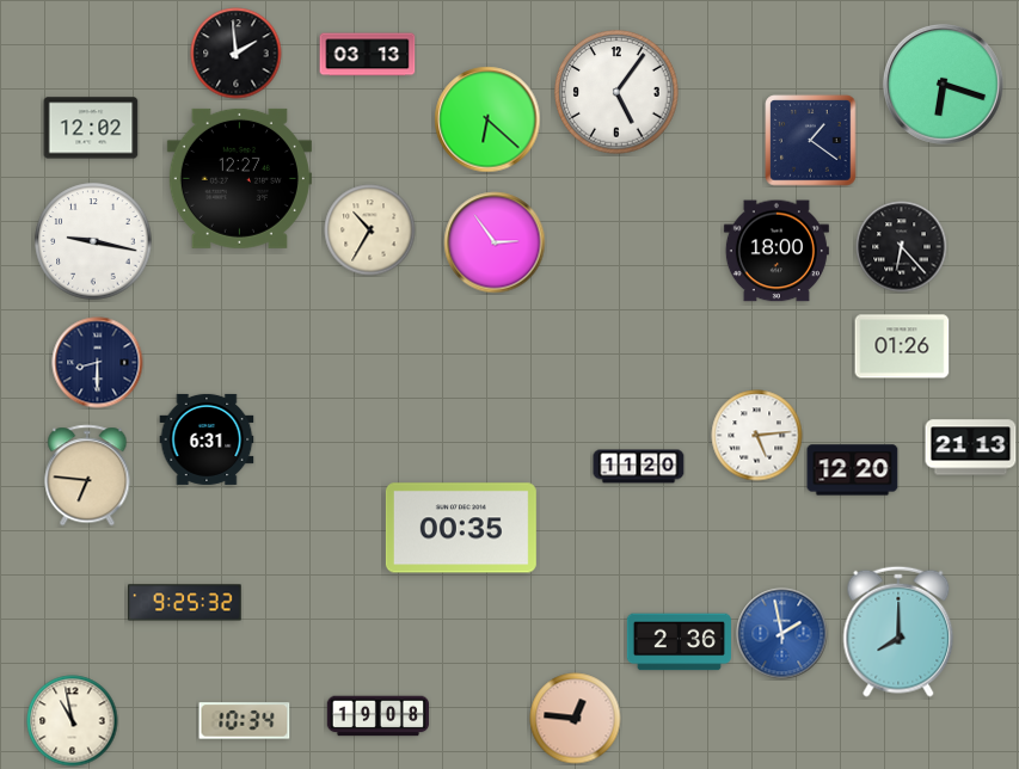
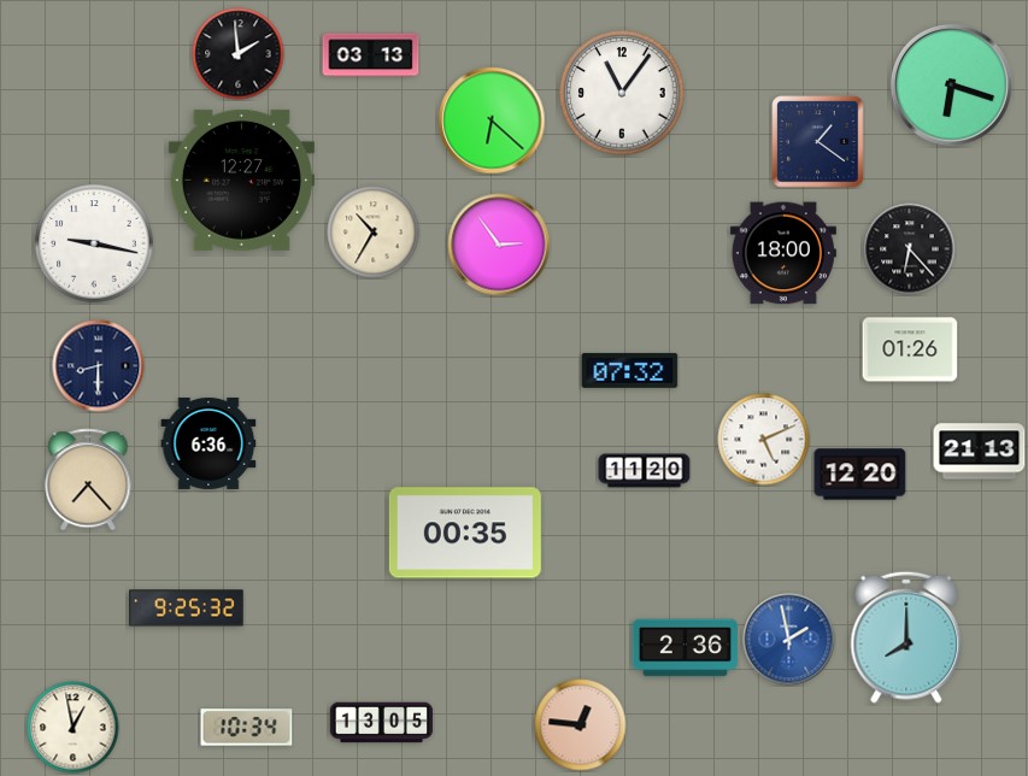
clock at (616, 92): 5:06 -> 11:06
clock at (91, 128): 12:02 -> none
clock at (630, 370): none -> 07:32
clock at (757, 436): 5:14 -> 5:11
clock at (207, 439): 6:31 -> 6:36
clock at (87, 475): 6:46 -> 7:23
clock at (379, 716): 19:08 -> 13:05
clock at (73, 721): 10:58 -> 12:58
